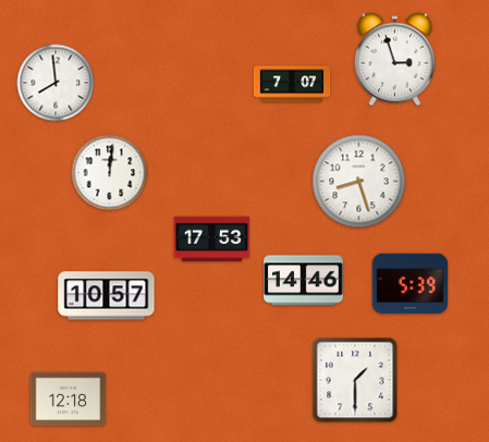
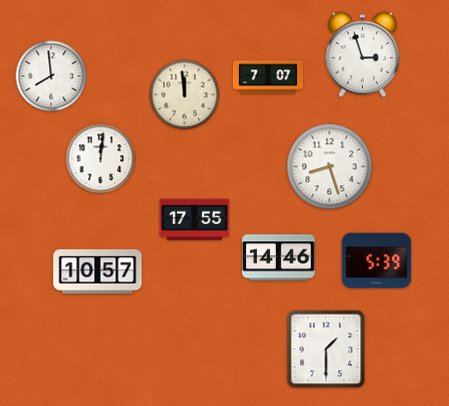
clock at (185, 95): none -> 11:59
clock at (212, 240): 17:53 -> 17:55
clock at (69, 400): 12:18 -> none
